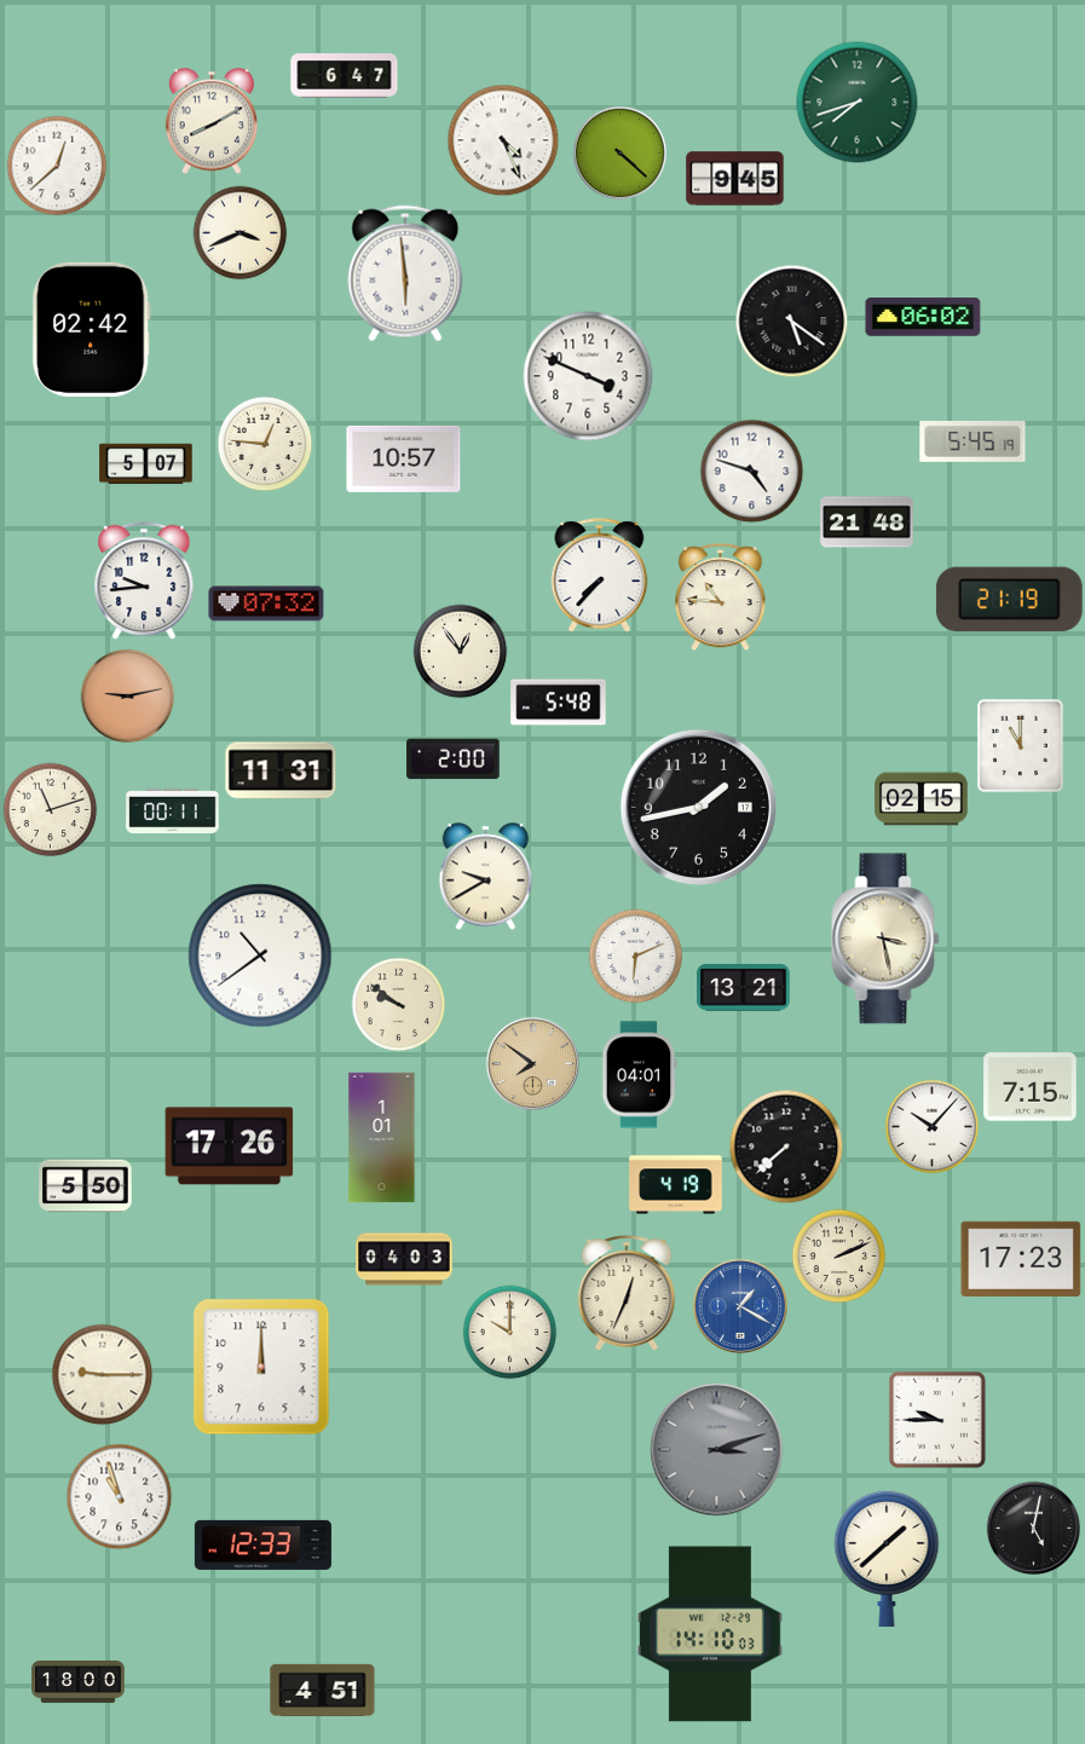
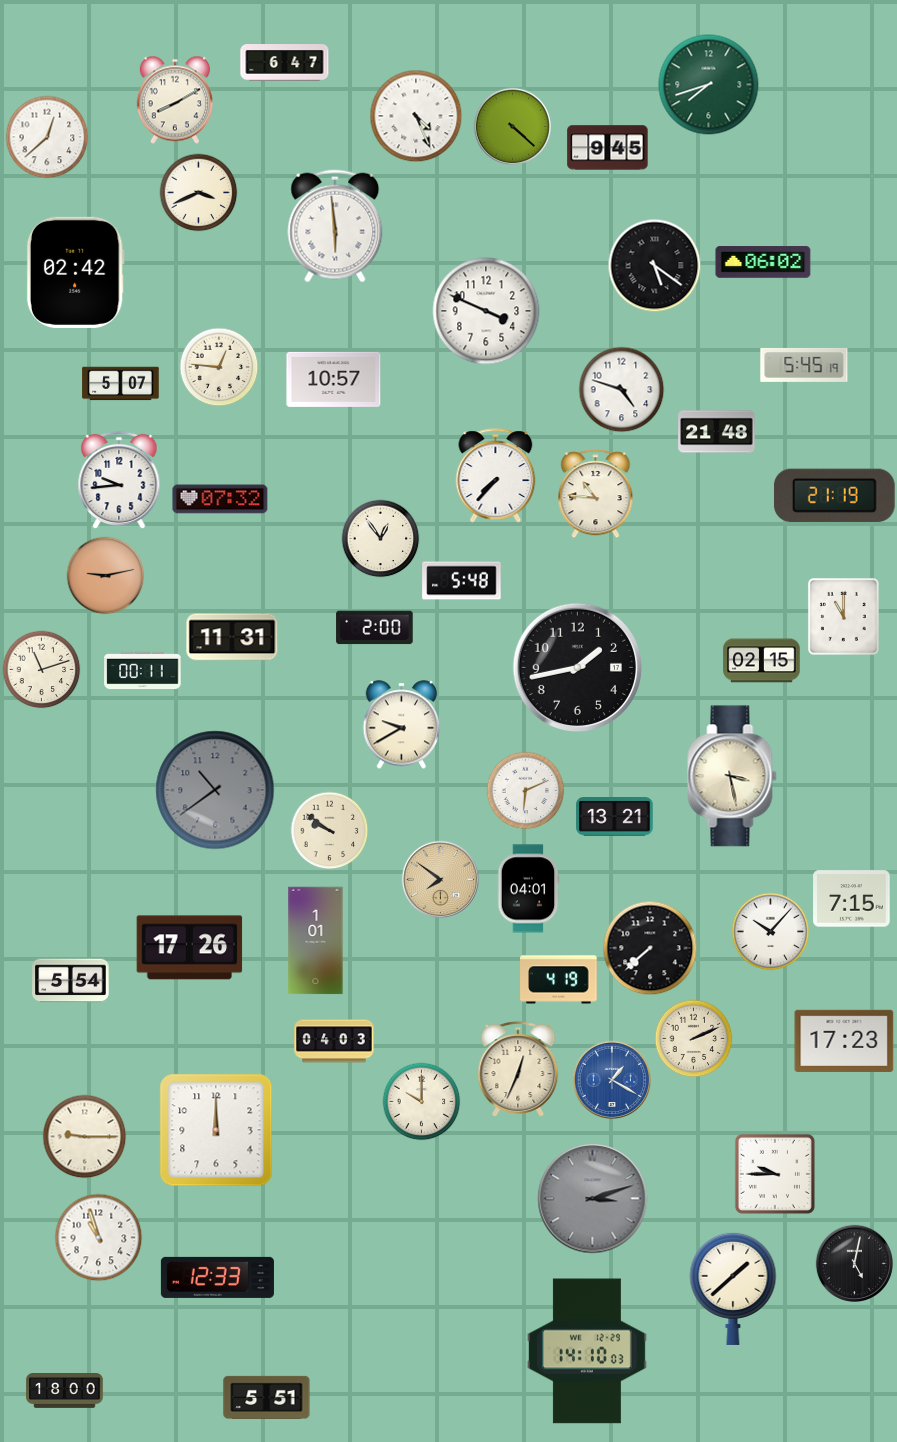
clock at (260, 955) dial: white -> grey
clock at (86, 1186): 5:50 -> 5:54
clock at (323, 1690): 4:51 -> 5:51
